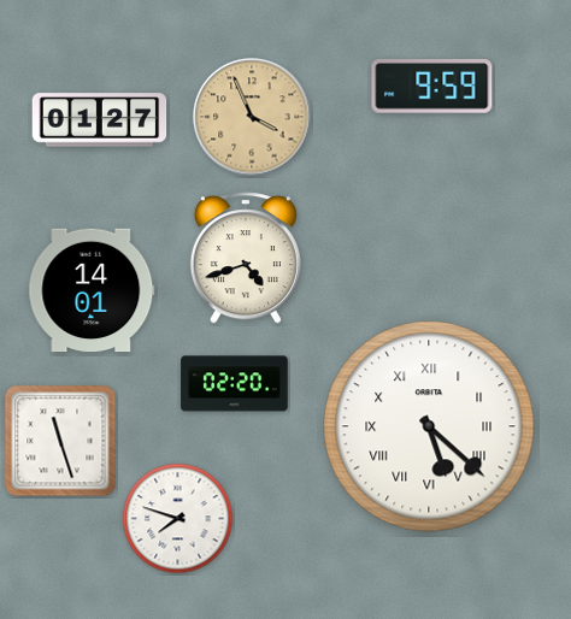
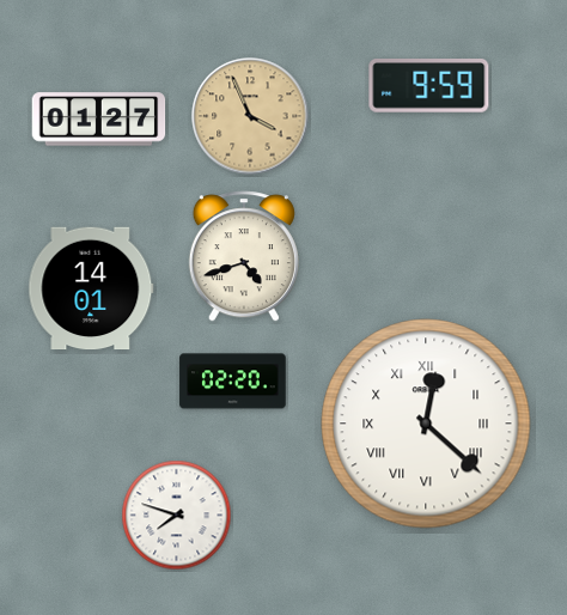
clock at (429, 426): 5:22 -> 12:22
clock at (60, 441): 11:27 -> none
